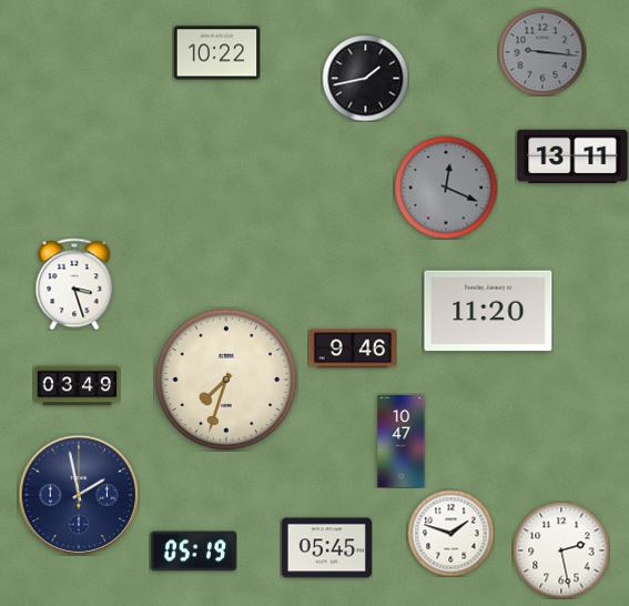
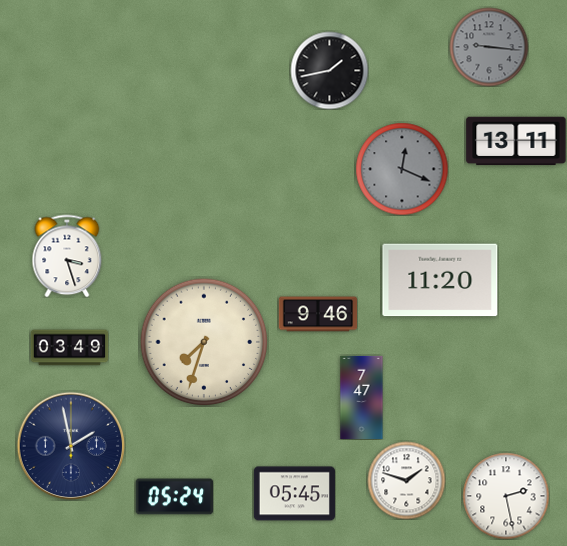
clock at (216, 53): 10:22 -> none
clock at (402, 441): 10:47 -> 7:47
clock at (193, 552): 05:19 -> 05:24
